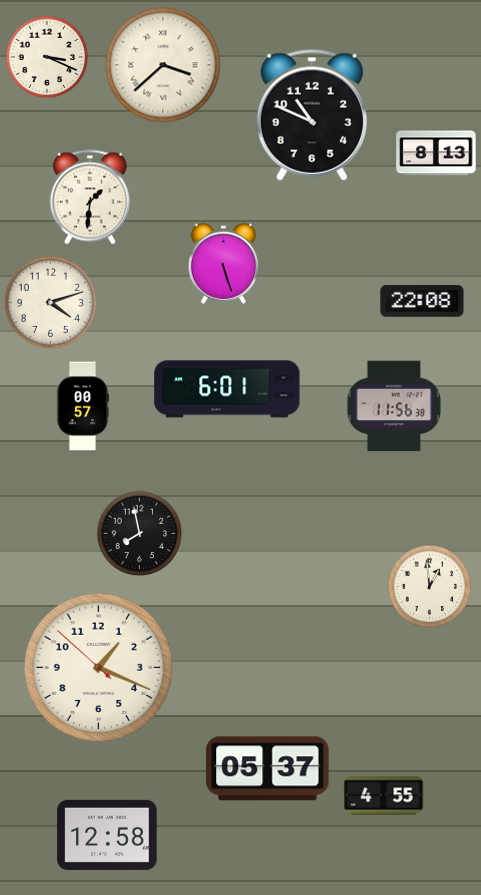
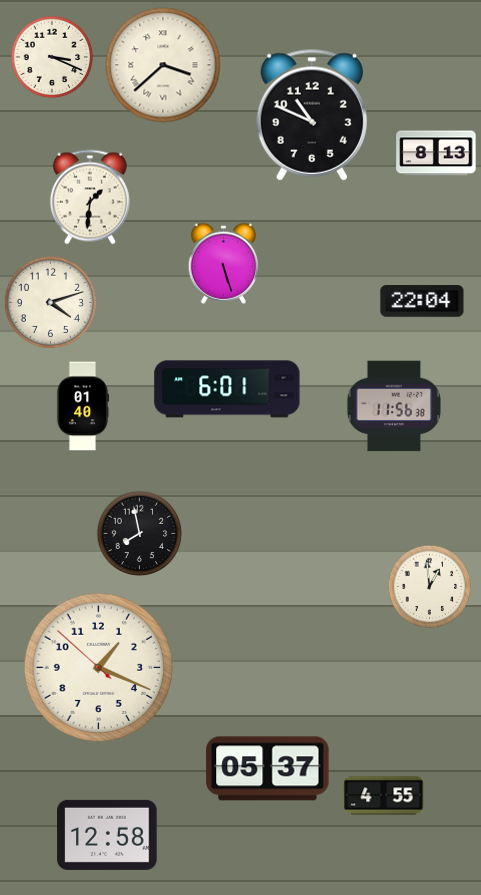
clock at (47, 57) position: (47, 57) -> (52, 57)
clock at (422, 301): 22:08 -> 22:04
clock at (83, 406): 00:57 -> 01:40
